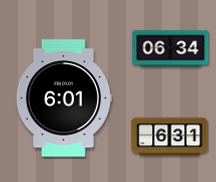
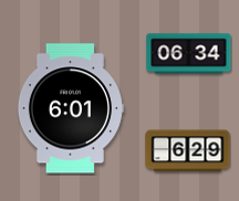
clock at (170, 137): 6:31 -> 6:29
